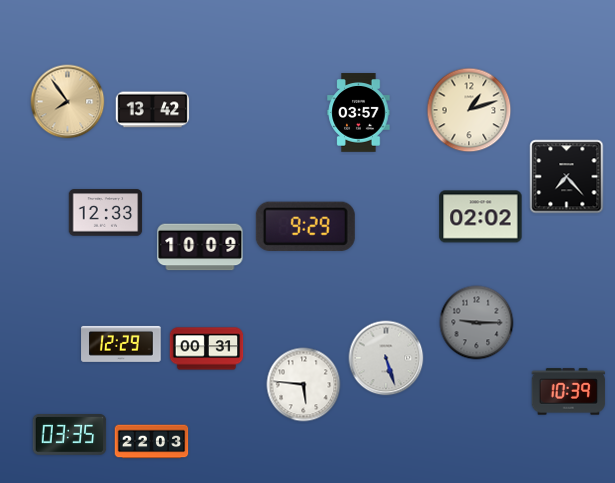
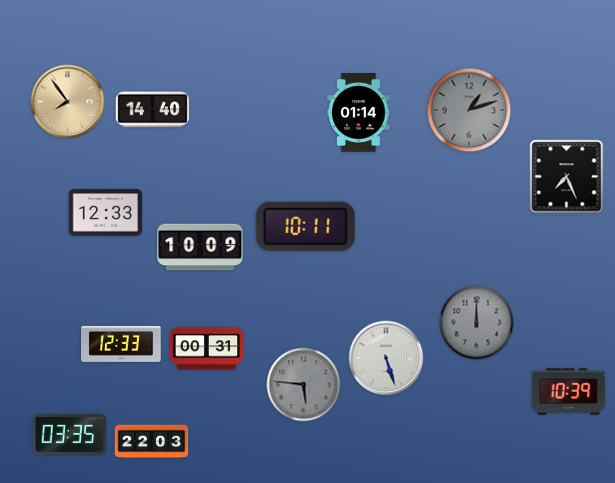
clock at (153, 110): 13:42 -> 14:40
clock at (469, 110) dial: cream -> grey
clock at (359, 113): 03:57 -> 01:14
clock at (567, 177): 7:23 -> 7:26
clock at (481, 217): 02:02 -> none
clock at (305, 226): 9:29 -> 10:11
clock at (477, 323): 9:15 -> 12:00
clock at (121, 344): 12:29 -> 12:33
clock at (304, 385) dial: white -> grey
